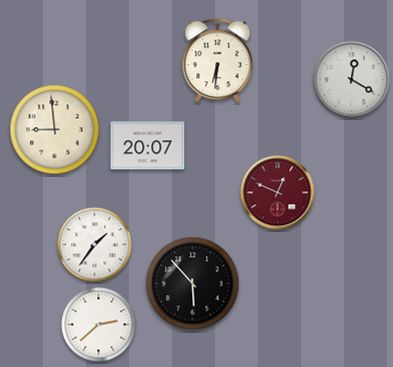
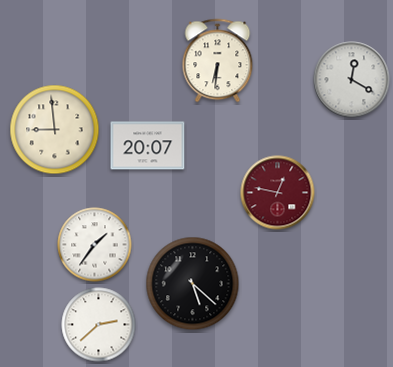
clock at (278, 193): 12:49 -> 12:47
clock at (193, 284): 5:53 -> 5:22
